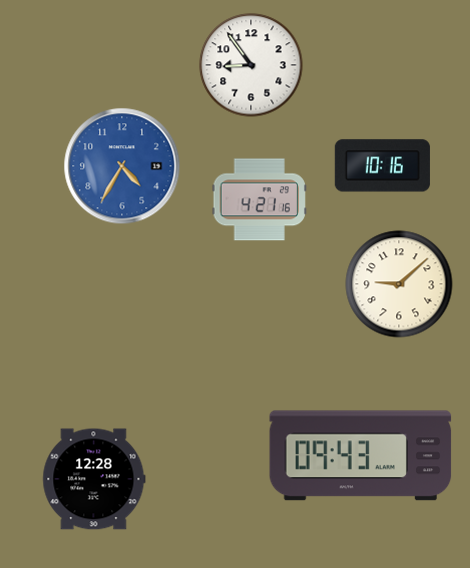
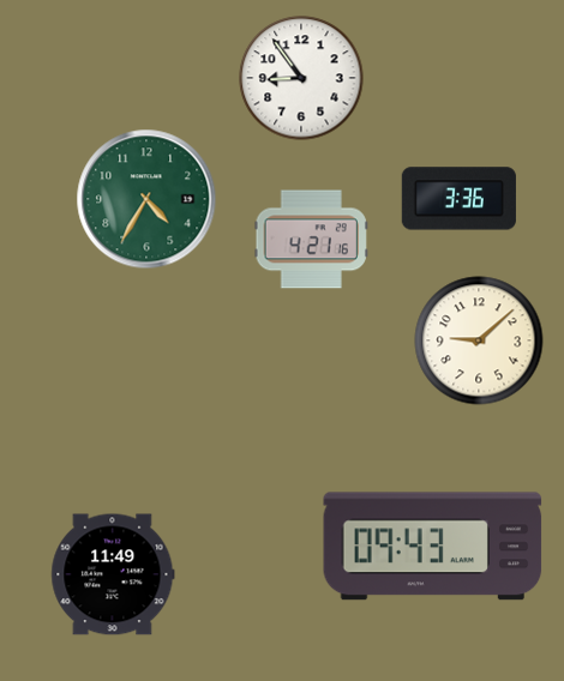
clock at (122, 166) dial: blue -> green
clock at (382, 166): 10:16 -> 3:36
clock at (94, 479): 12:28 -> 11:49
